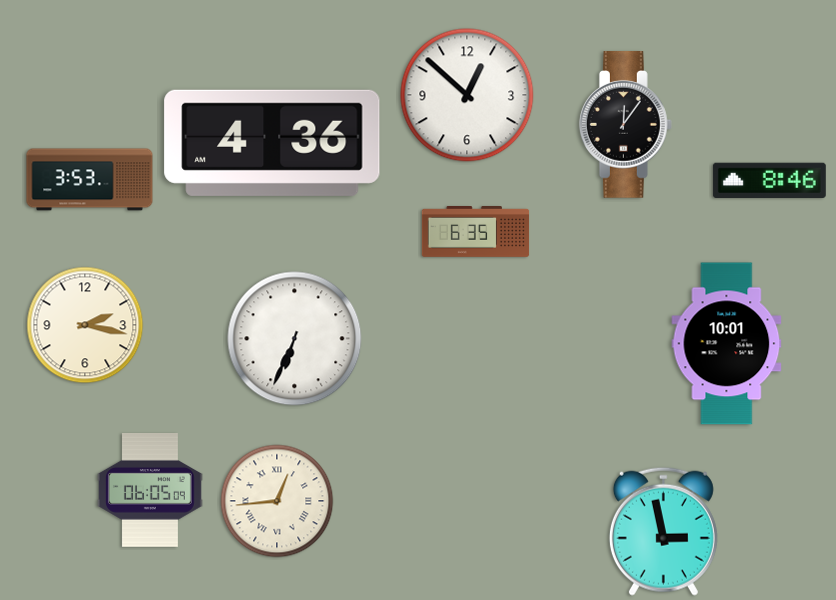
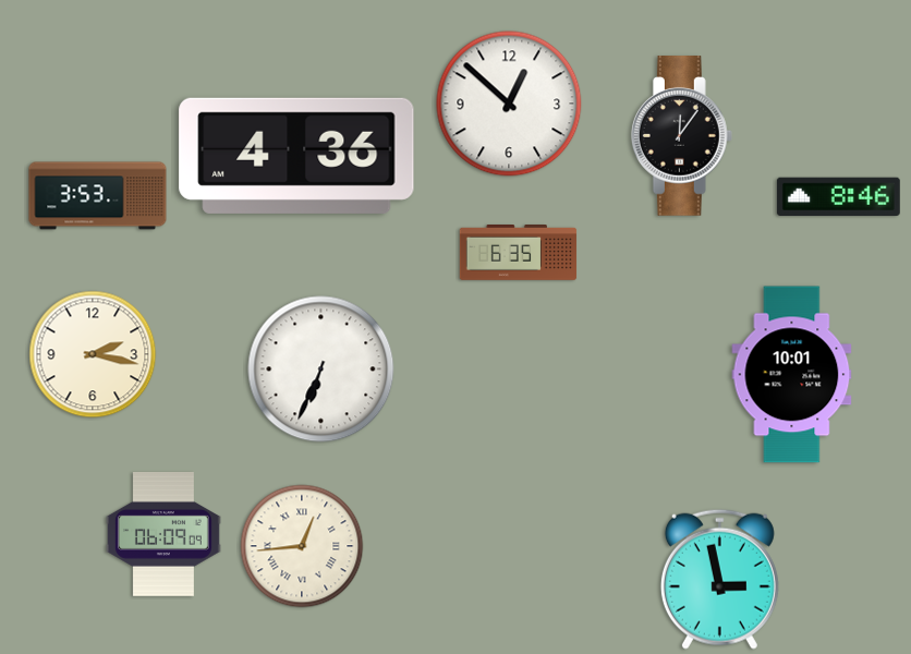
clock at (150, 491): 06:05 -> 06:09
clock at (663, 531) position: (663, 531) -> (719, 579)
